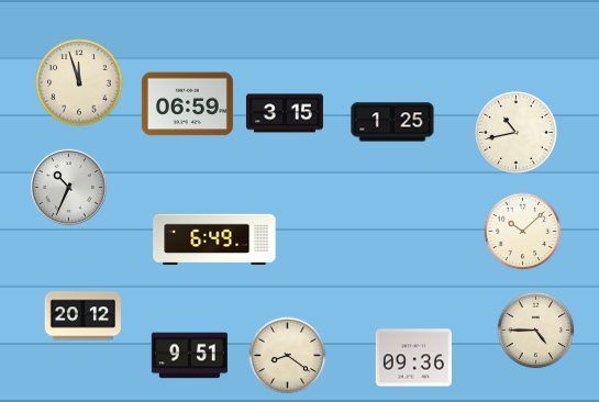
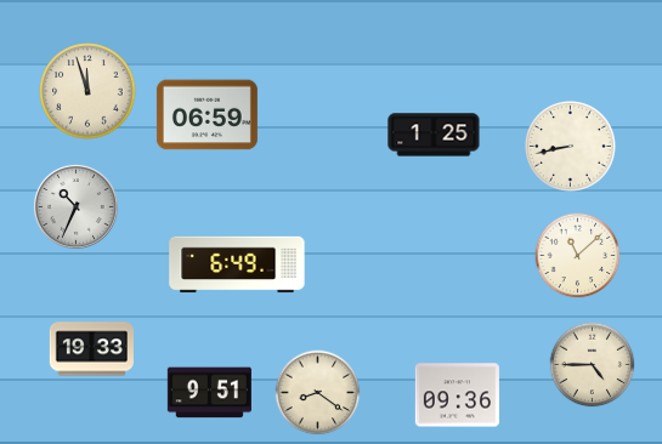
clock at (285, 113): 3:15 -> none
clock at (515, 132): 10:43 -> 8:43
clock at (523, 232): 10:08 -> 11:08
clock at (82, 316): 20:12 -> 19:33
